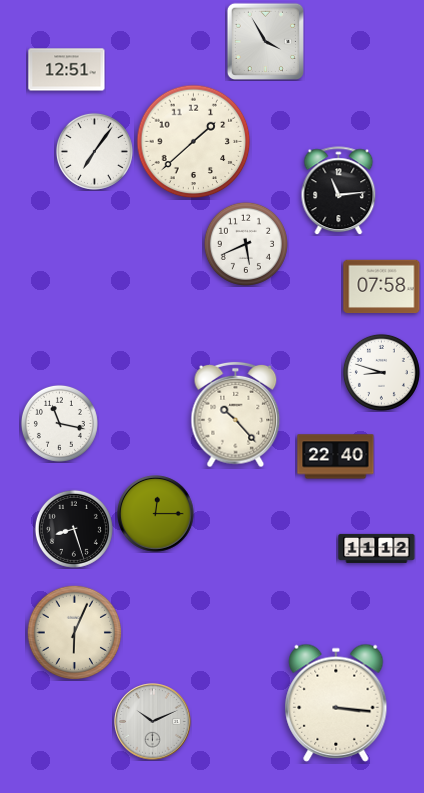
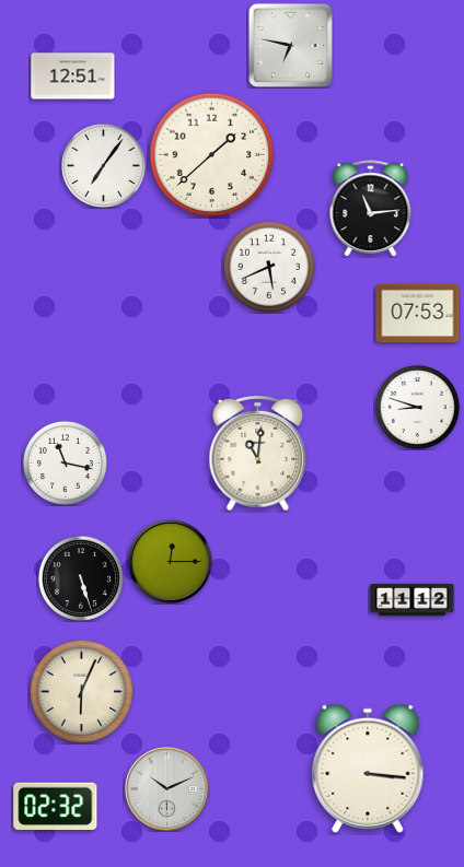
clock at (265, 41): 3:55 -> 6:47
clock at (382, 287): 07:58 -> 07:53
clock at (236, 415): 10:23 -> 11:01
clock at (336, 457): 22:40 -> none
clock at (74, 529): 8:27 -> 5:27
clock at (56, 806): none -> 02:32
